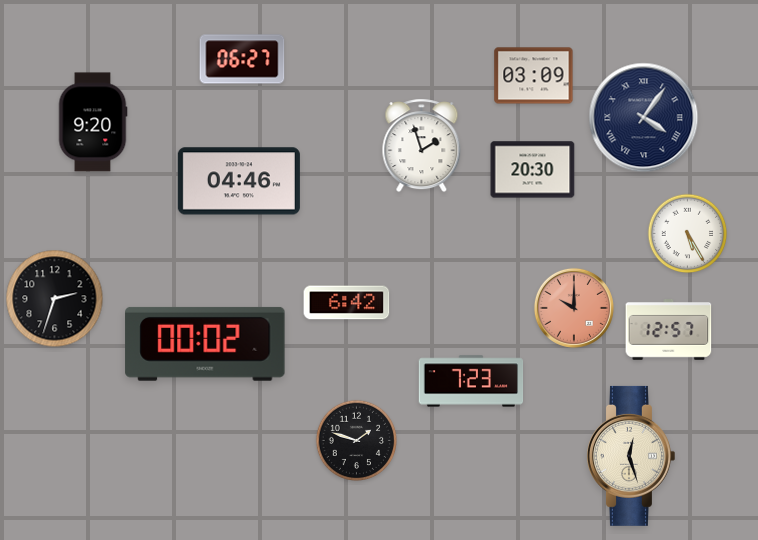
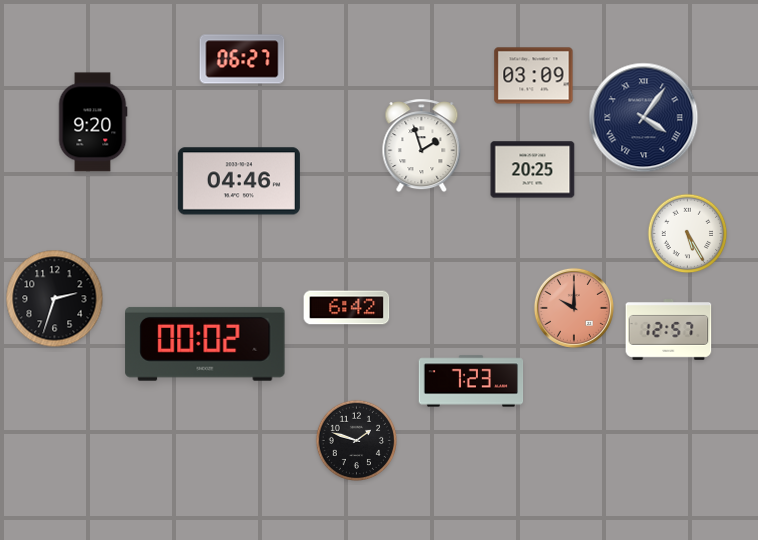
clock at (533, 170): 20:30 -> 20:25
clock at (347, 303) position: (347, 303) -> (347, 308)
clock at (631, 456): 12:27 -> none
